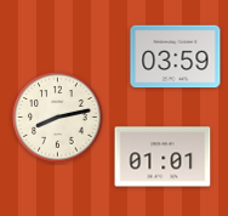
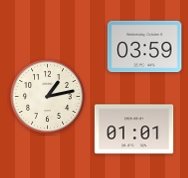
clock at (58, 118): 8:13 -> 1:13
